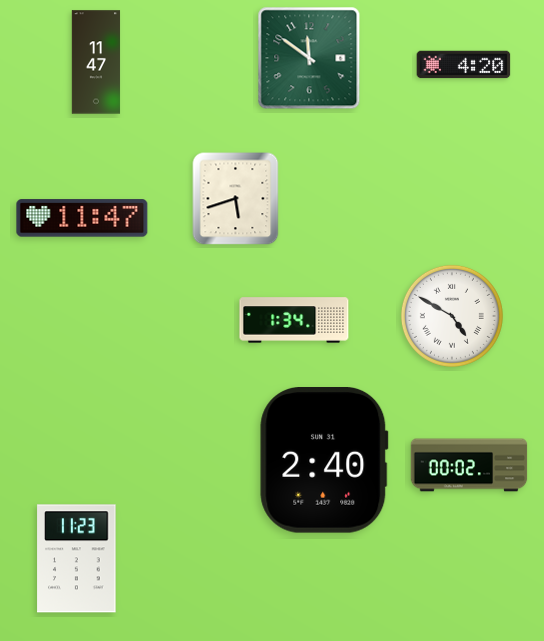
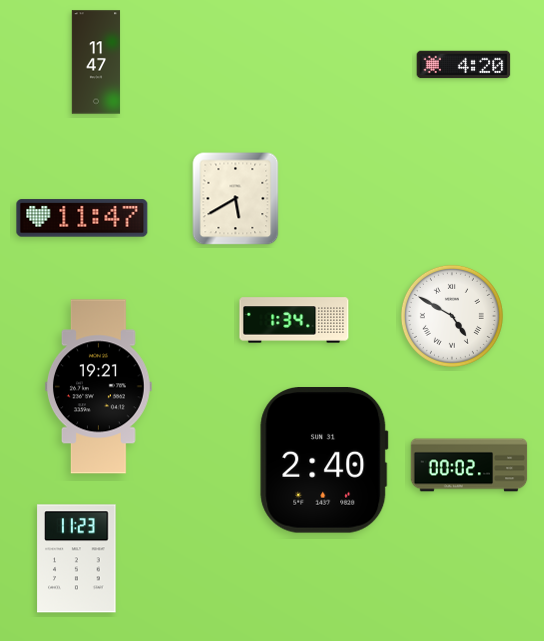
clock at (309, 58): 11:51 -> none
clock at (236, 199): 5:42 -> 5:40
clock at (98, 387): none -> 19:21
